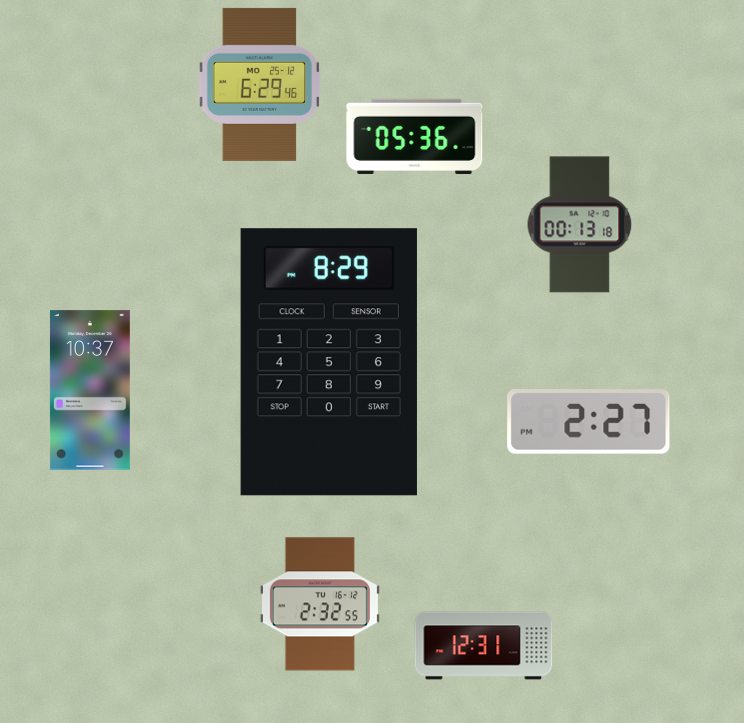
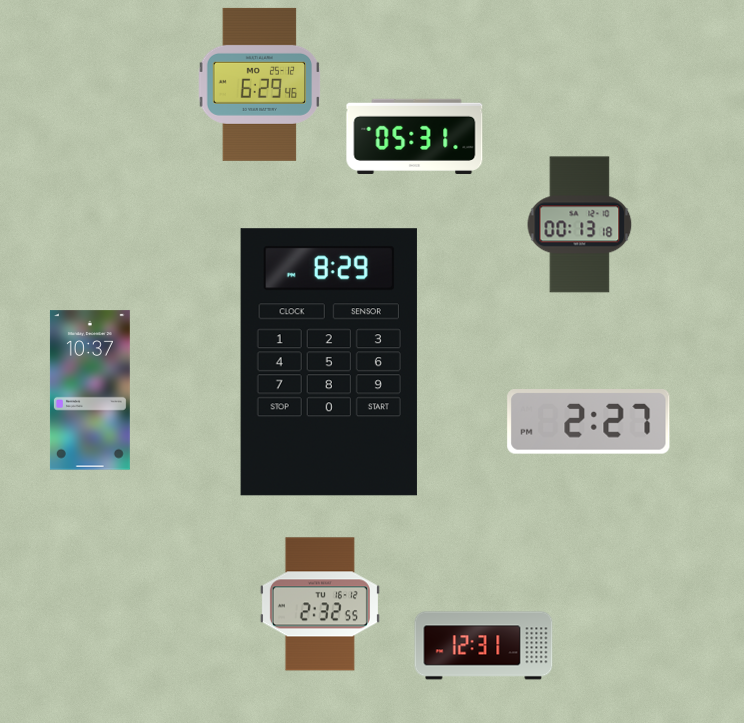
clock at (415, 136): 05:36 -> 05:31
